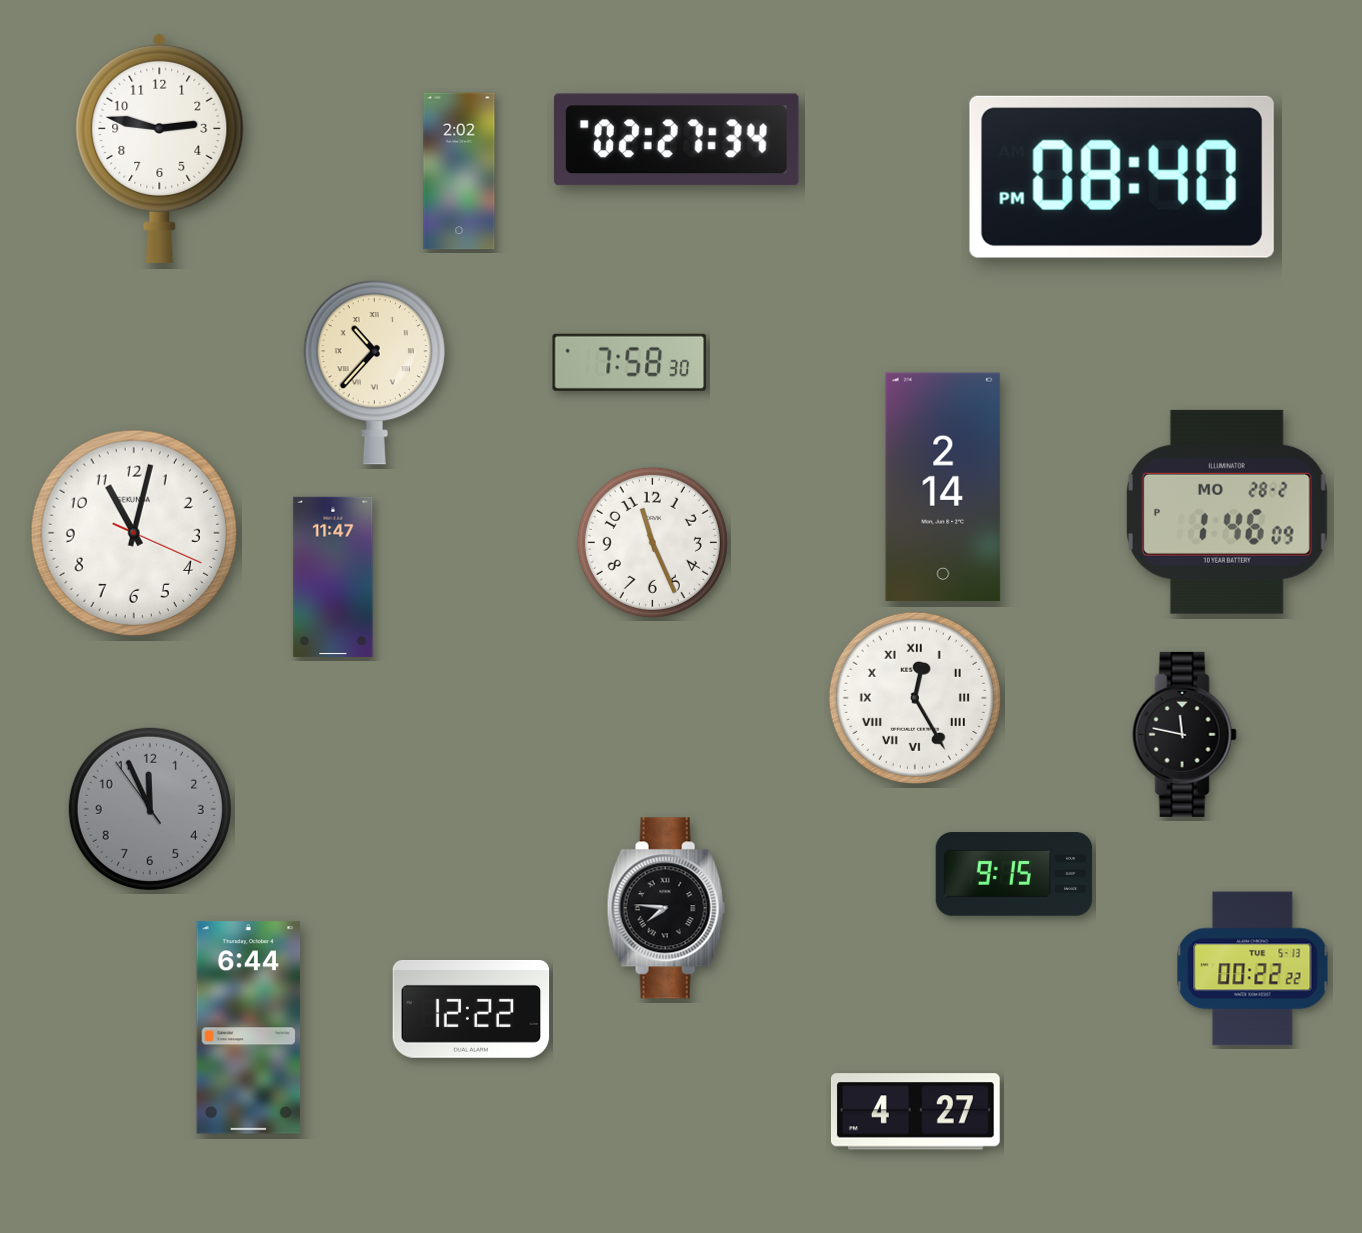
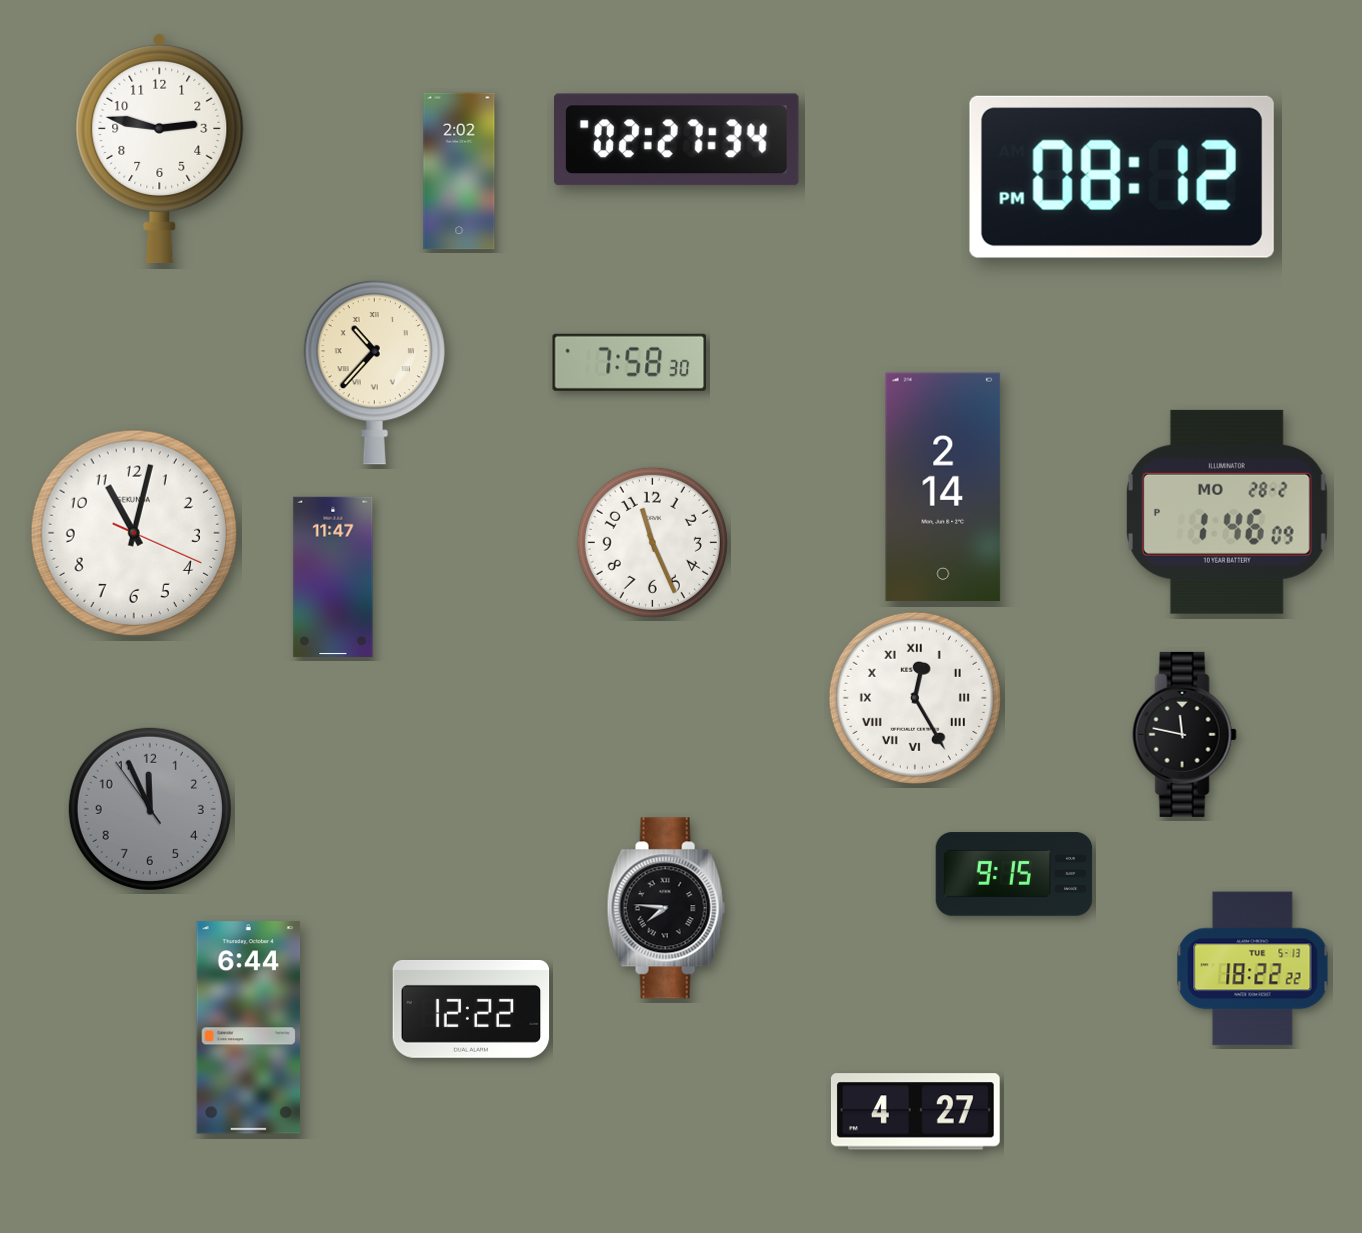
clock at (1122, 177): 08:40 -> 08:12
clock at (1253, 969): 00:22 -> 18:22
